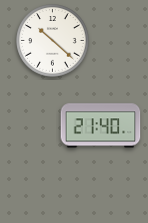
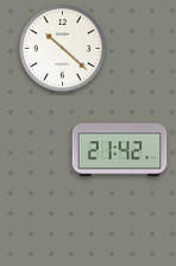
clock at (101, 126): 21:40 -> 21:42
